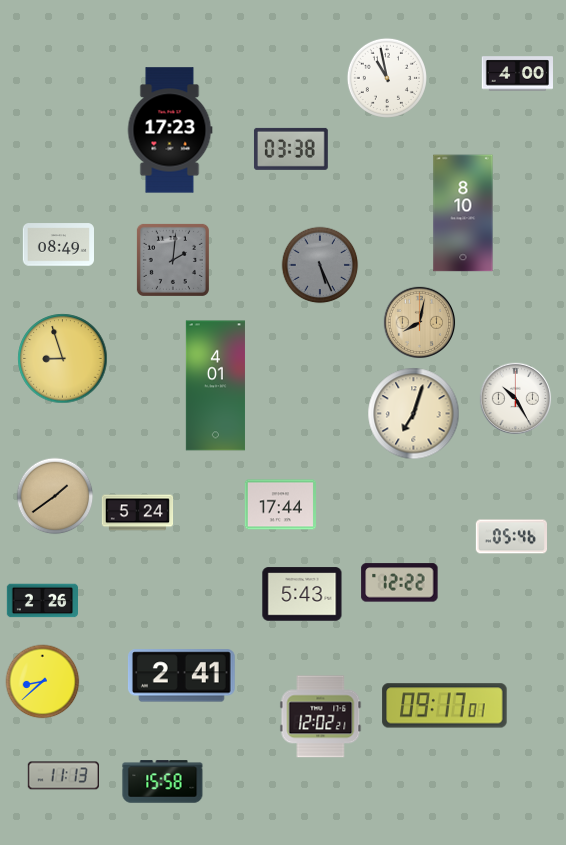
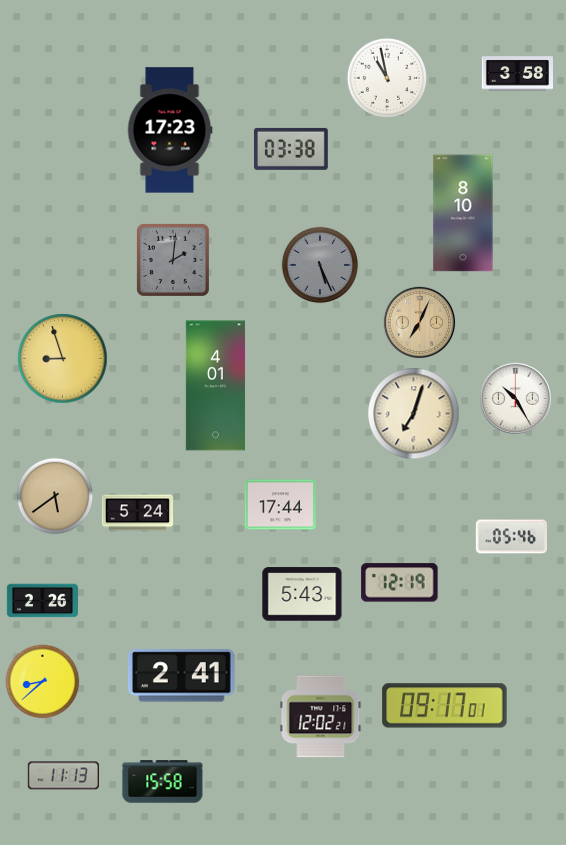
clock at (517, 74): 4:00 -> 3:58
clock at (58, 245): 08:49 -> none
clock at (420, 323): 8:02 -> 7:04
clock at (55, 496): 1:39 -> 5:39
clock at (400, 583): 12:22 -> 12:19
